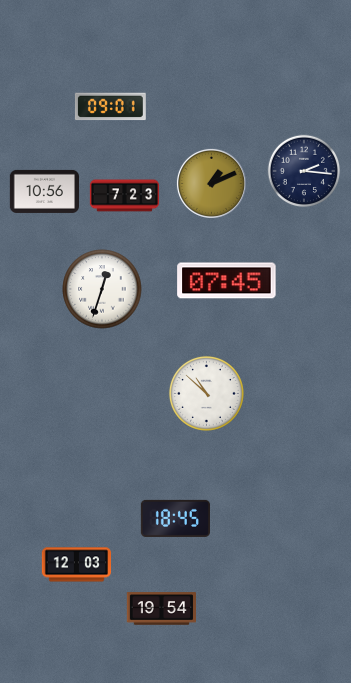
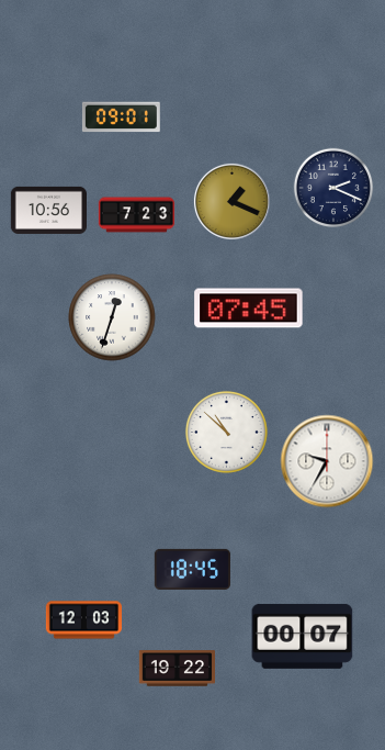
clock at (304, 171): 2:16 -> 2:19
clock at (211, 183): 1:11 -> 1:19
clock at (327, 461): none -> 9:35
clock at (303, 636): none -> 00:07
clock at (161, 609): 19:54 -> 19:22
